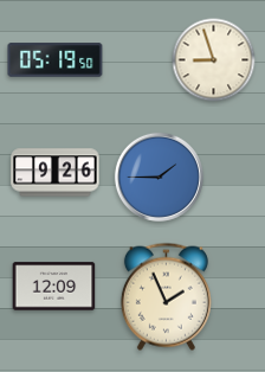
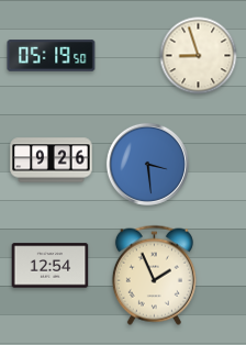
clock at (159, 177): 1:45 -> 3:29
clock at (54, 287): 12:09 -> 12:54
